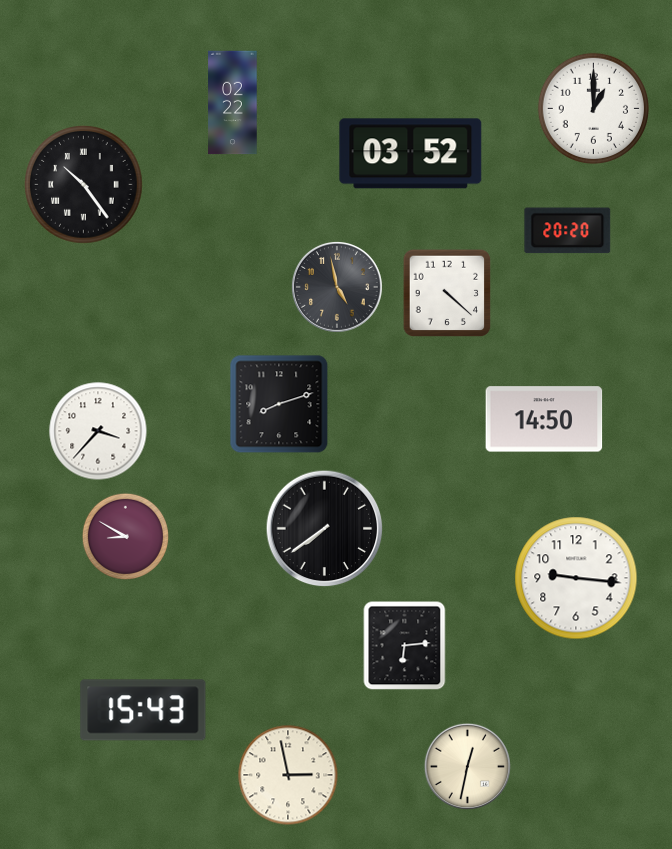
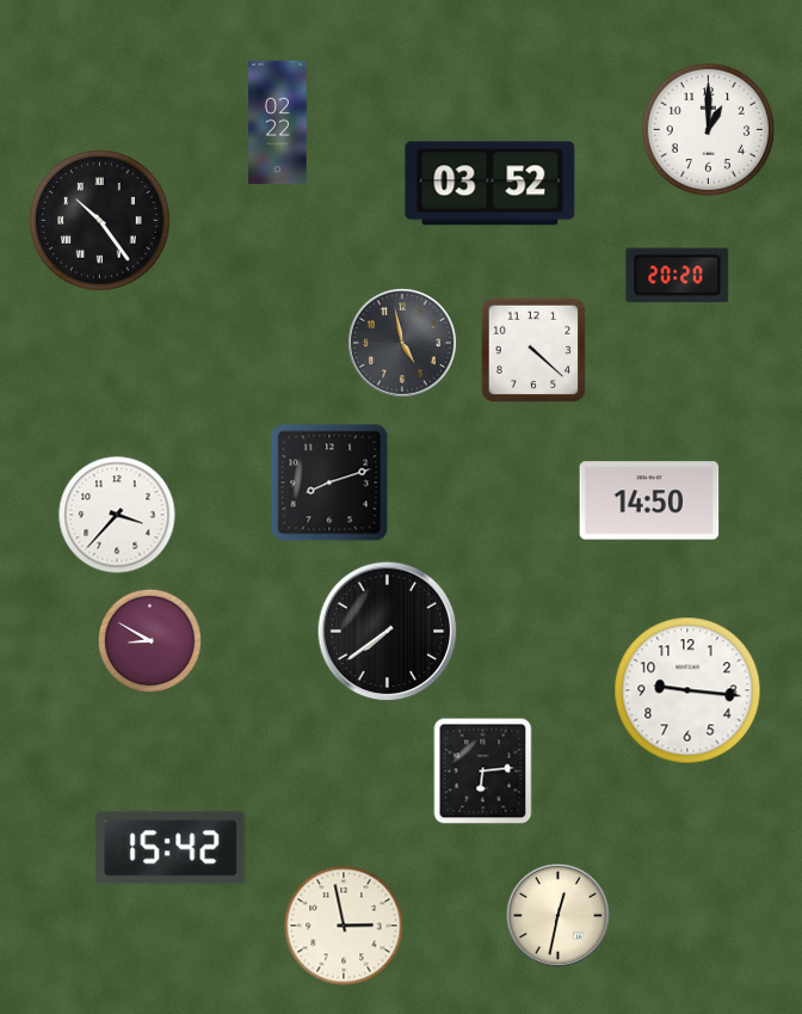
clock at (279, 404) position: (279, 404) -> (329, 483)
clock at (143, 710): 15:43 -> 15:42
